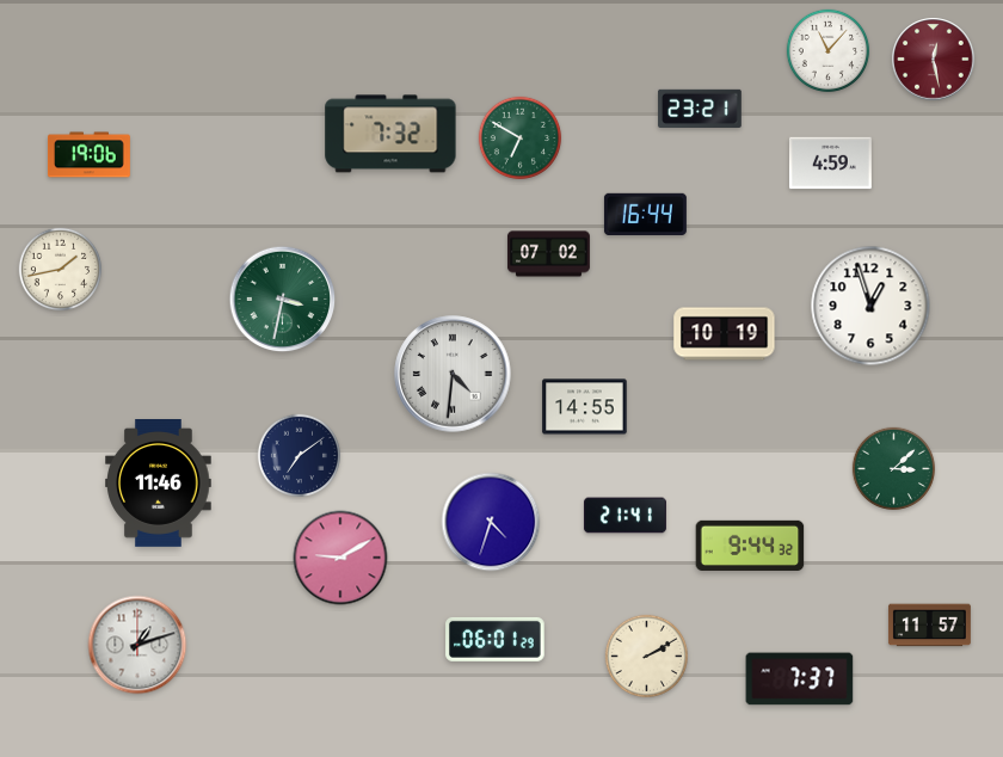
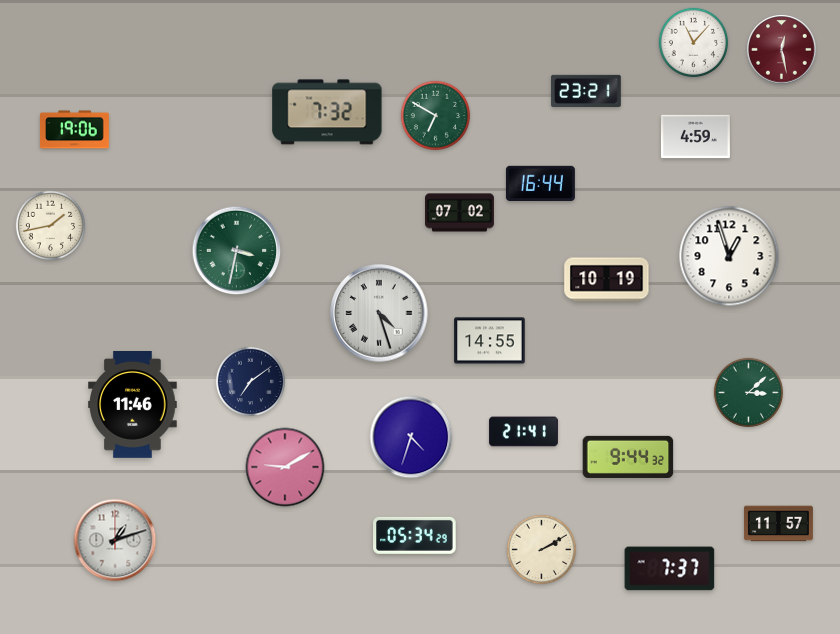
clock at (645, 214) position: (645, 214) -> (540, 183)
clock at (453, 374): 4:31 -> 4:27
clock at (496, 639): 06:01 -> 05:34
